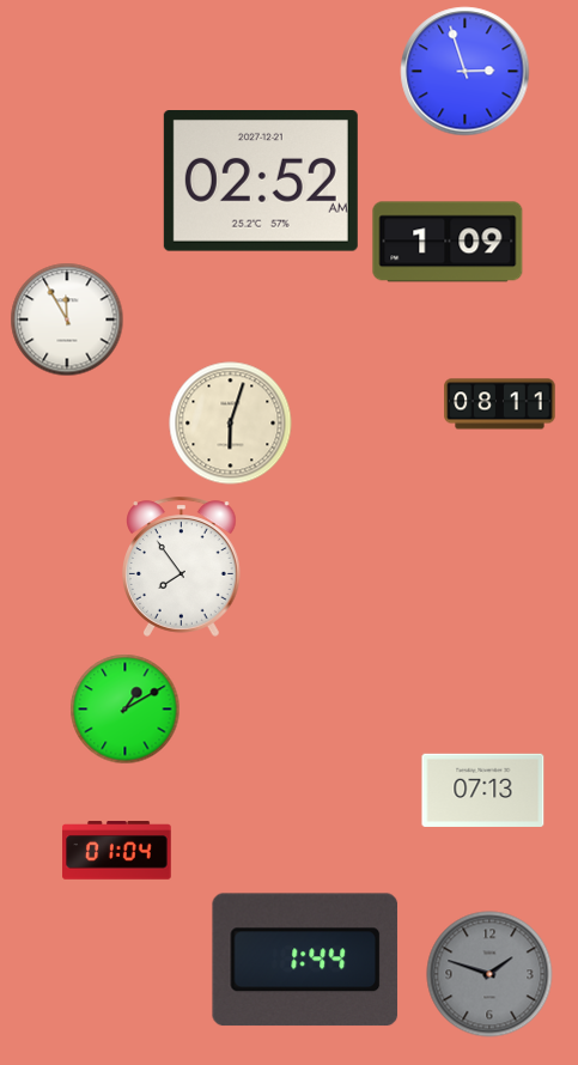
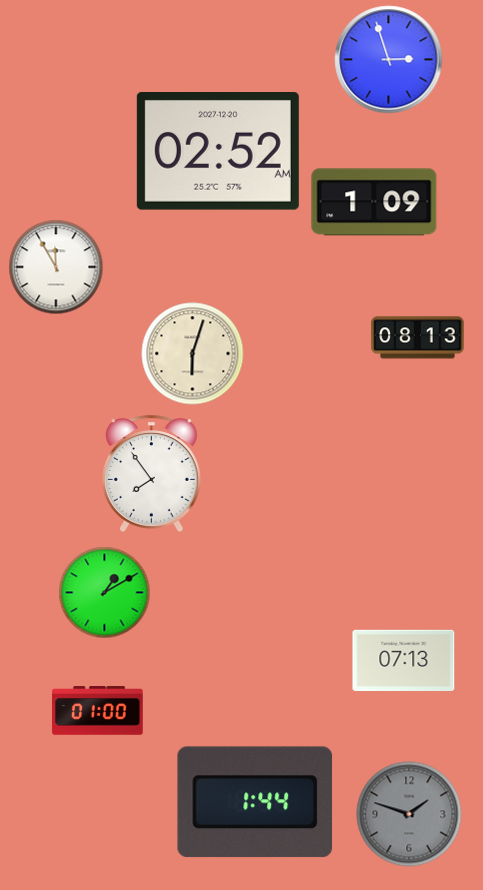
clock at (261, 182) date: 2027-12-21 -> 2027-12-20
clock at (500, 404): 08:11 -> 08:13
clock at (117, 851): 01:04 -> 01:00
